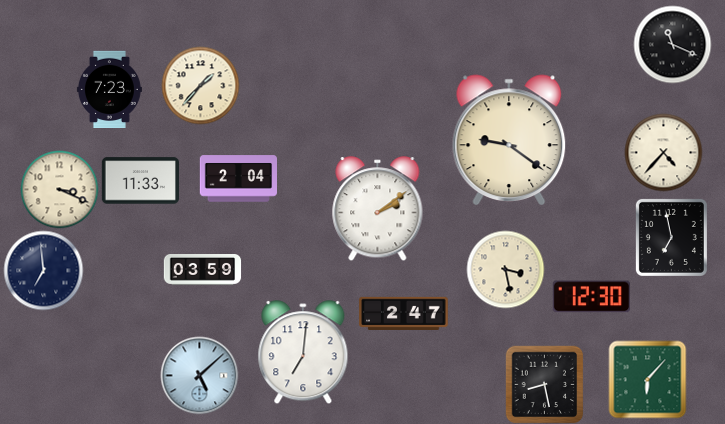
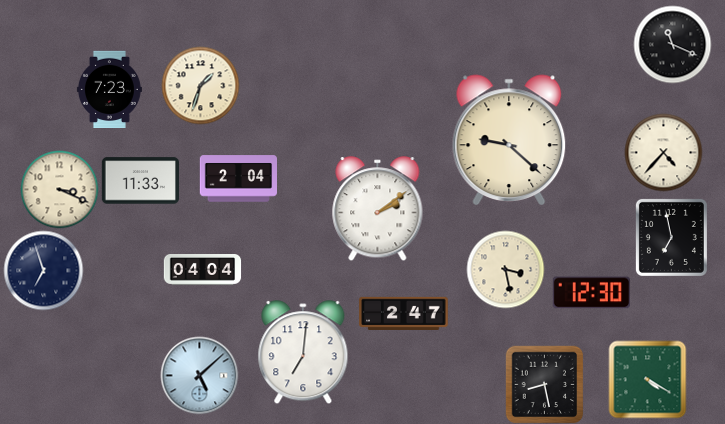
clock at (200, 85): 1:37 -> 1:33
clock at (509, 140): 9:21 -> 9:22
clock at (43, 270): 6:59 -> 6:57
clock at (202, 270): 03:59 -> 04:04
clock at (591, 297) position: (591, 297) -> (591, 293)
clock at (647, 379): 6:07 -> 4:20
